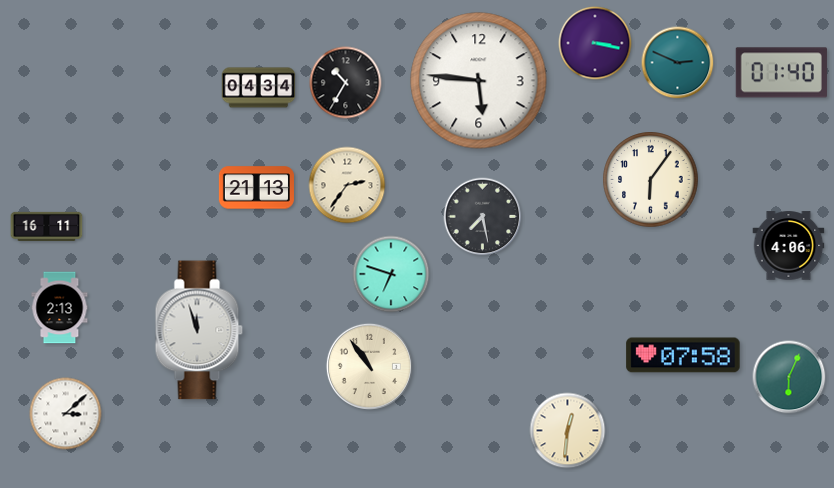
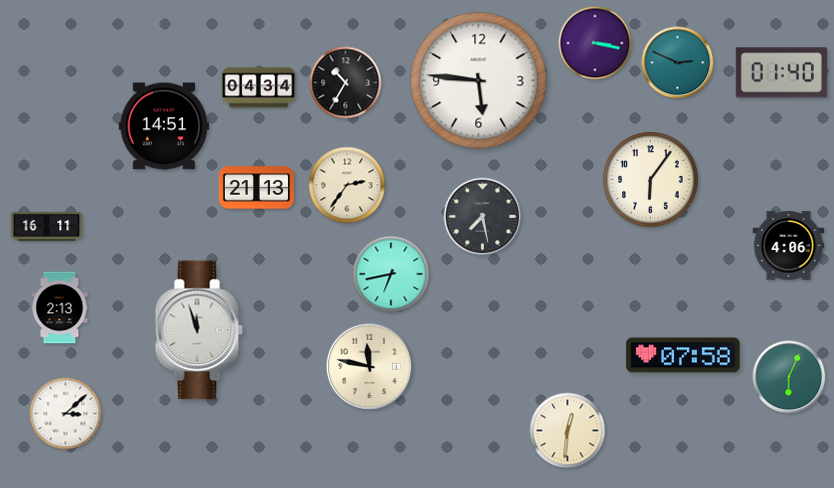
clock at (164, 126): none -> 14:51
clock at (391, 274): 6:48 -> 6:43
clock at (369, 366): 10:54 -> 11:47
